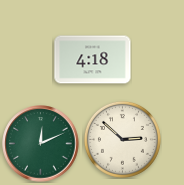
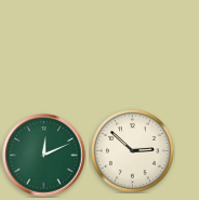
clock at (93, 60): 4:18 -> none
